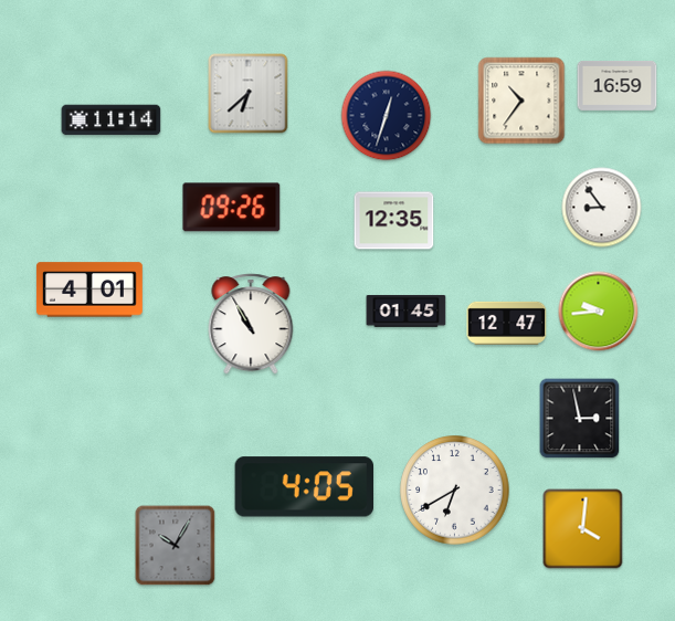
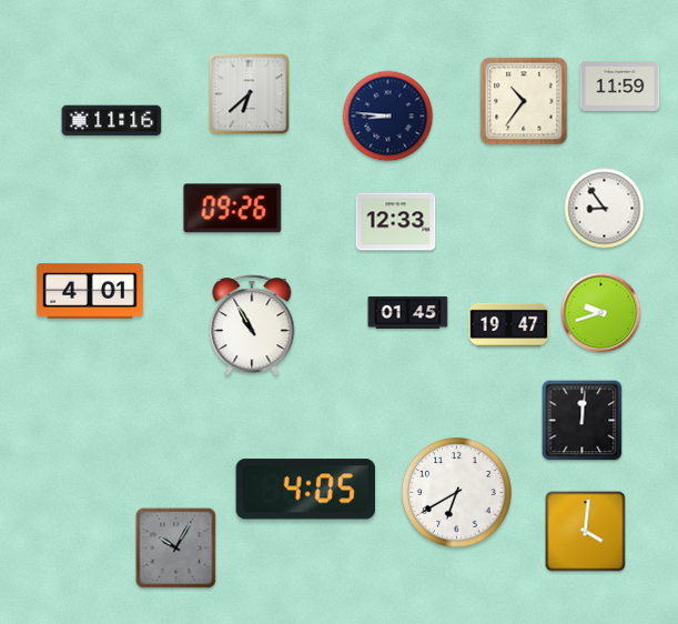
clock at (618, 85): 16:59 -> 11:59
clock at (387, 116): 12:33 -> 8:46
clock at (112, 120): 11:14 -> 11:16
clock at (394, 221): 12:35 -> 12:33
clock at (599, 312): 9:44 -> 9:42
clock at (507, 323): 12:47 -> 19:47
clock at (580, 419): 2:58 -> 12:01
